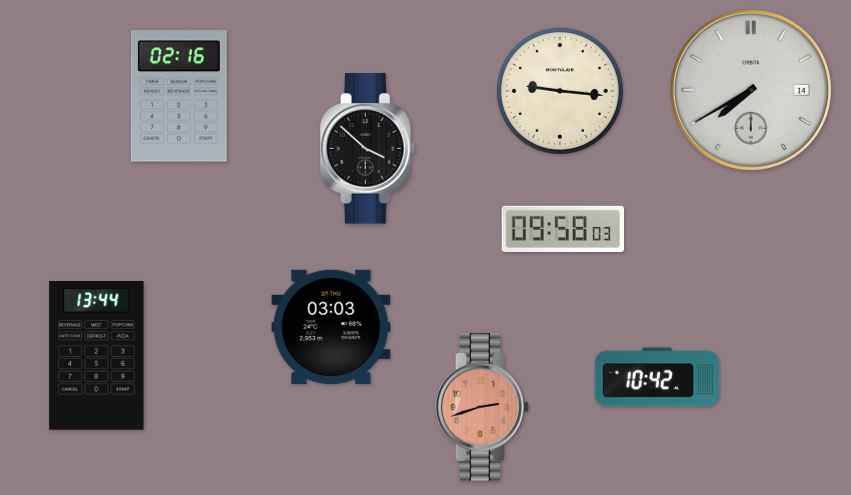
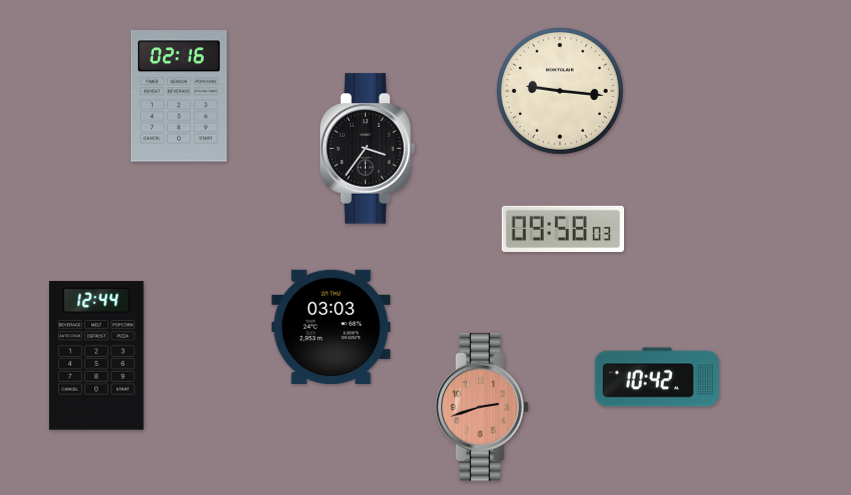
clock at (751, 90): 7:40 -> none
clock at (368, 149): 3:52 -> 3:36
clock at (97, 356): 13:44 -> 12:44
